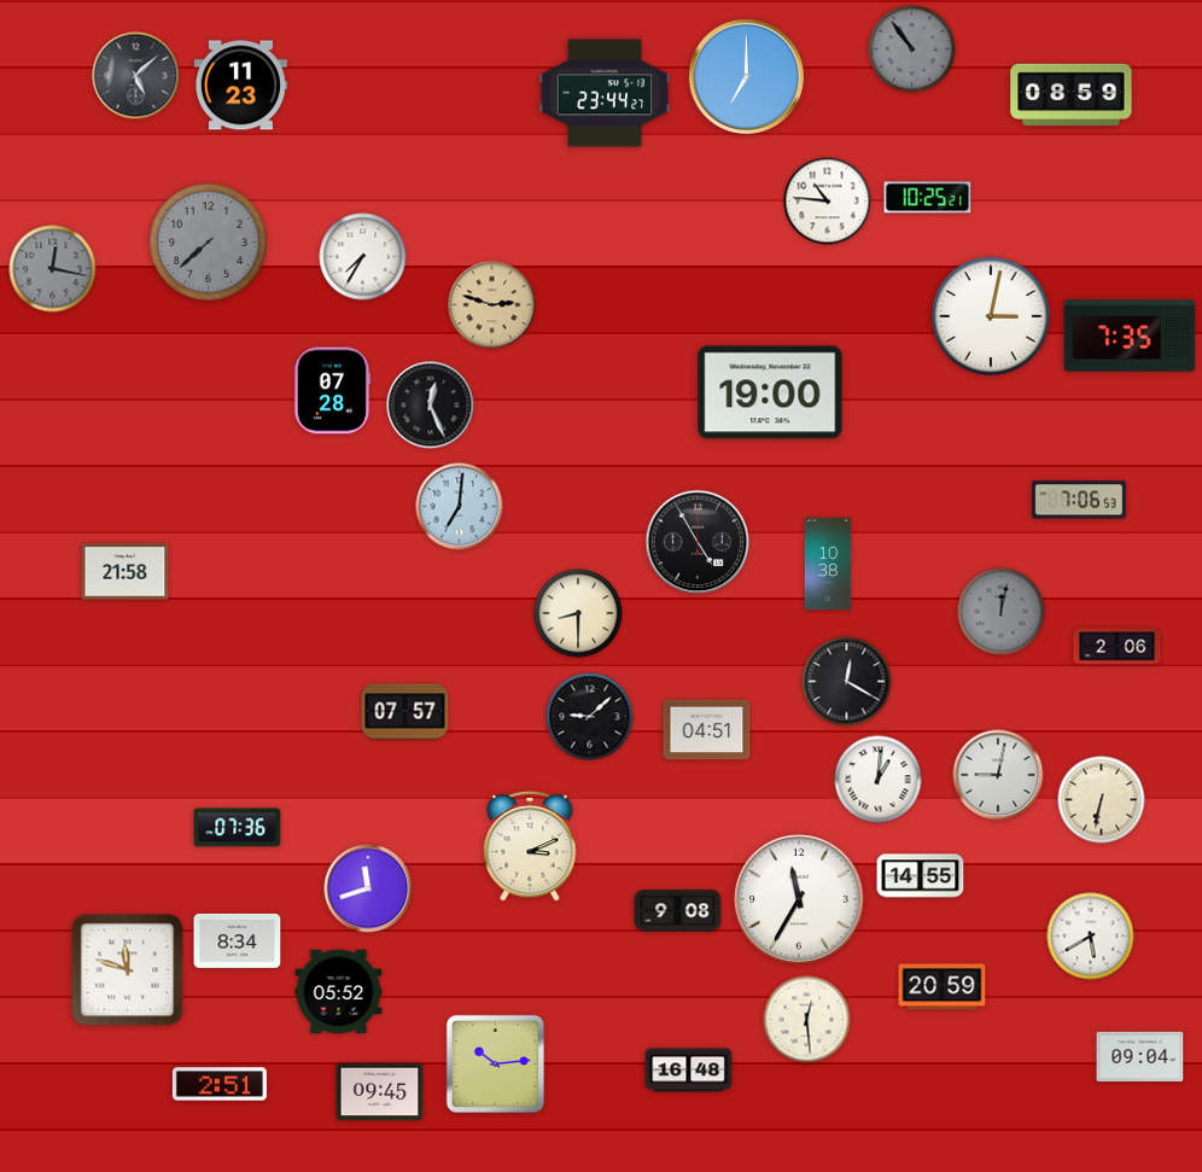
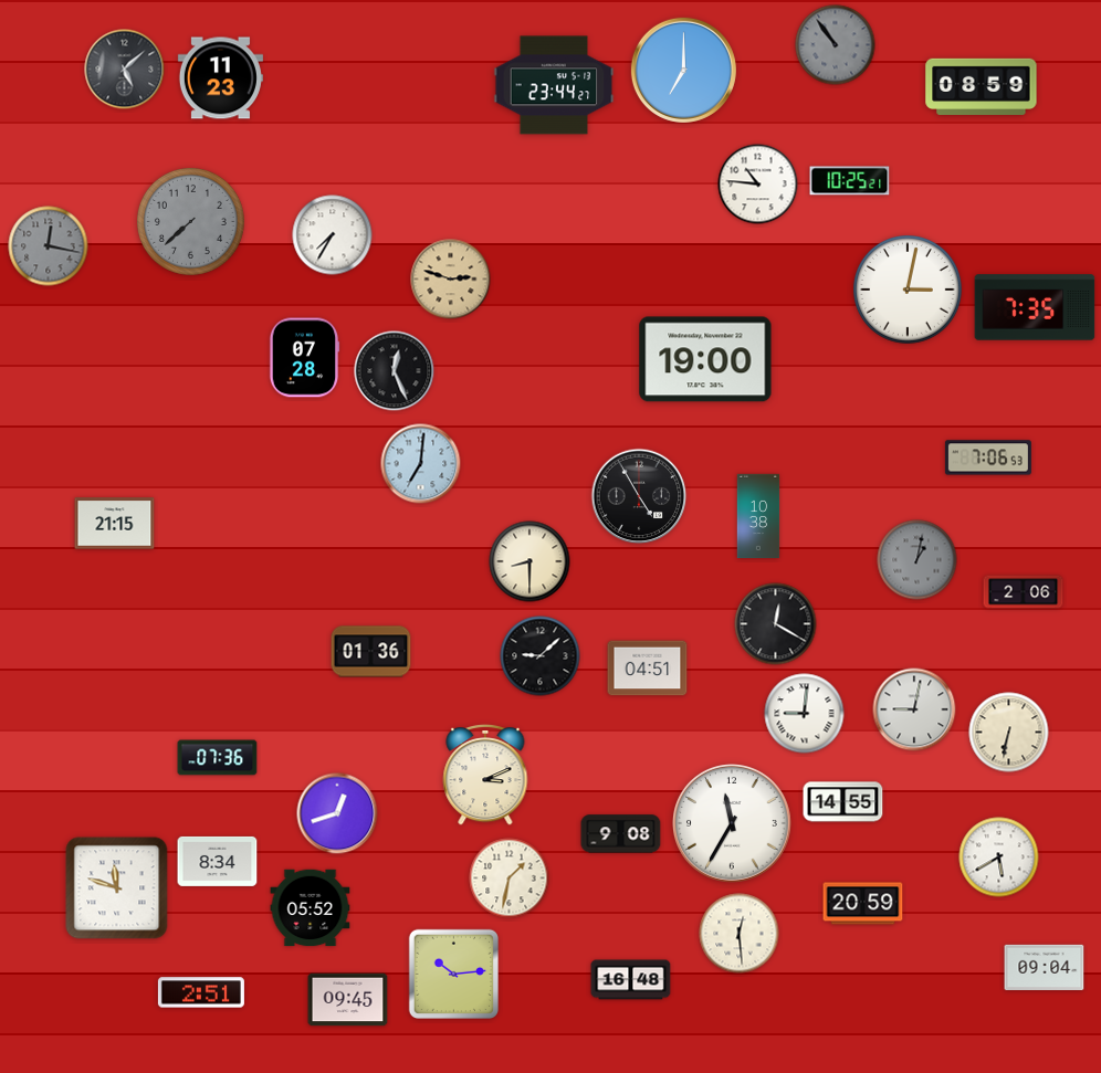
clock at (126, 572): 21:58 -> 21:15
clock at (1002, 612): 12:02 -> 1:02
clock at (405, 712): 07:57 -> 01:36
clock at (879, 780): 1:01 -> 9:01
clock at (368, 888): 11:42 -> 12:42
clock at (510, 879): none -> 1:32
